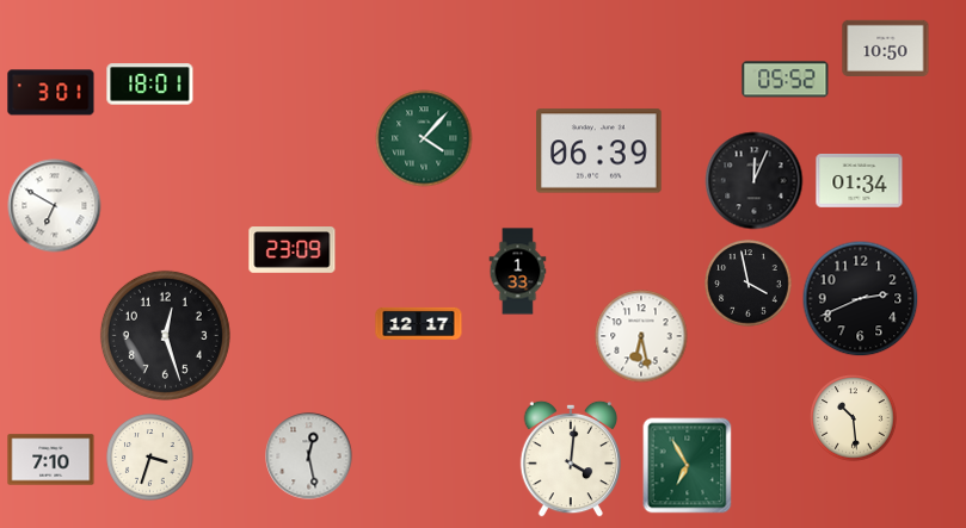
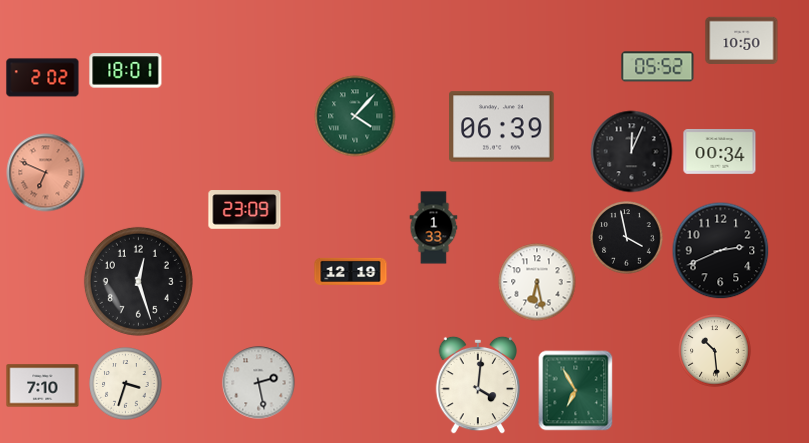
clock at (51, 93): 3:01 -> 2:02
clock at (860, 181): 01:34 -> 00:34
clock at (55, 206): 6:50 -> 6:49
clock at (55, 206) dial: white -> salmon
clock at (419, 323): 12:17 -> 12:19
clock at (309, 456): 12:28 -> 2:28
